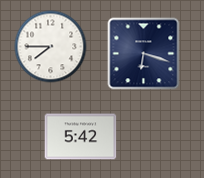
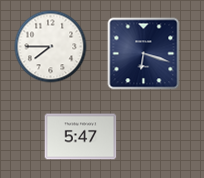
clock at (81, 137): 5:42 -> 5:47
